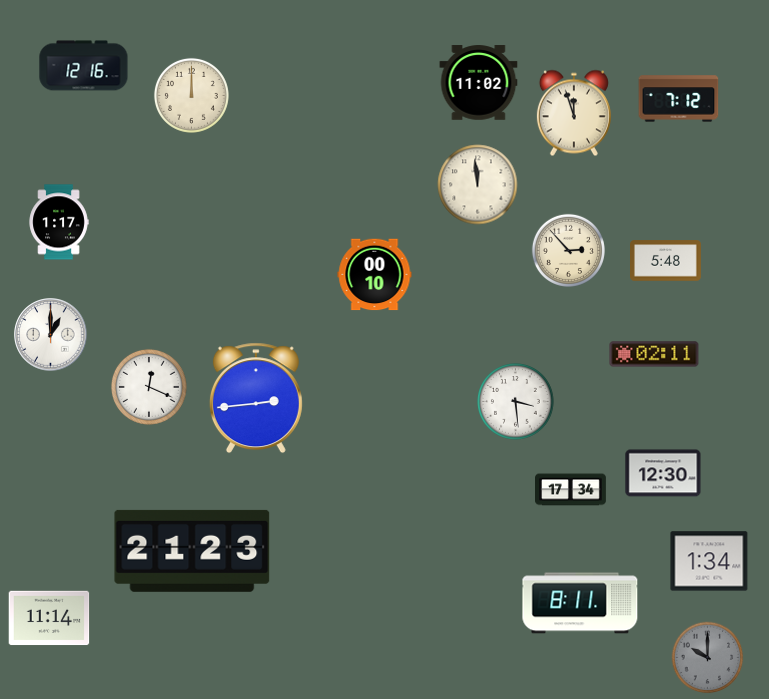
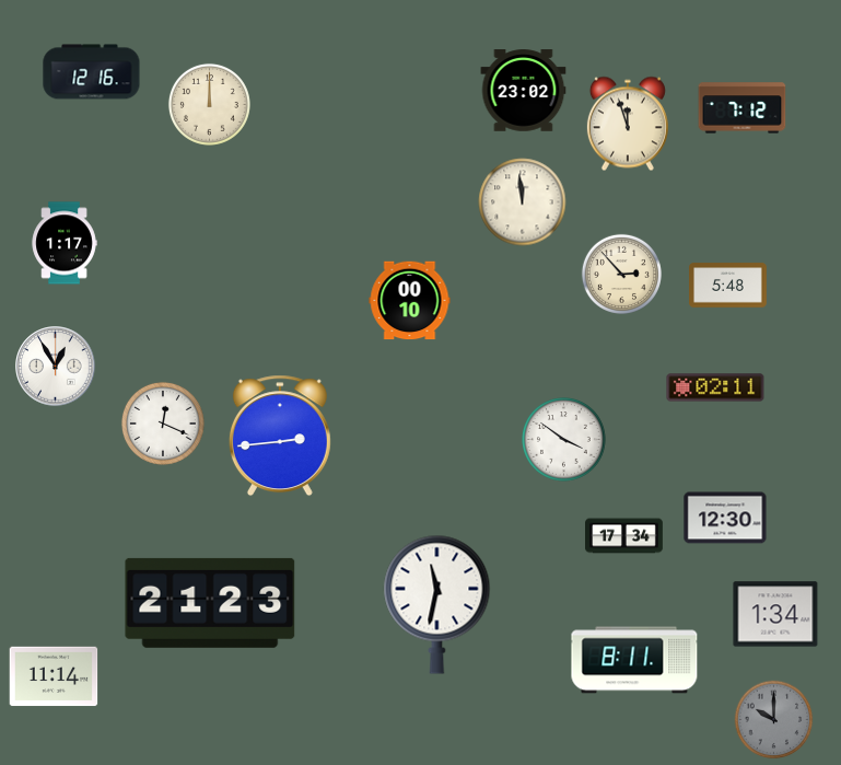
clock at (479, 83): 11:02 -> 23:02
clock at (51, 335): 1:00 -> 12:55
clock at (516, 402): 3:29 -> 3:51
clock at (437, 604): none -> 11:32
